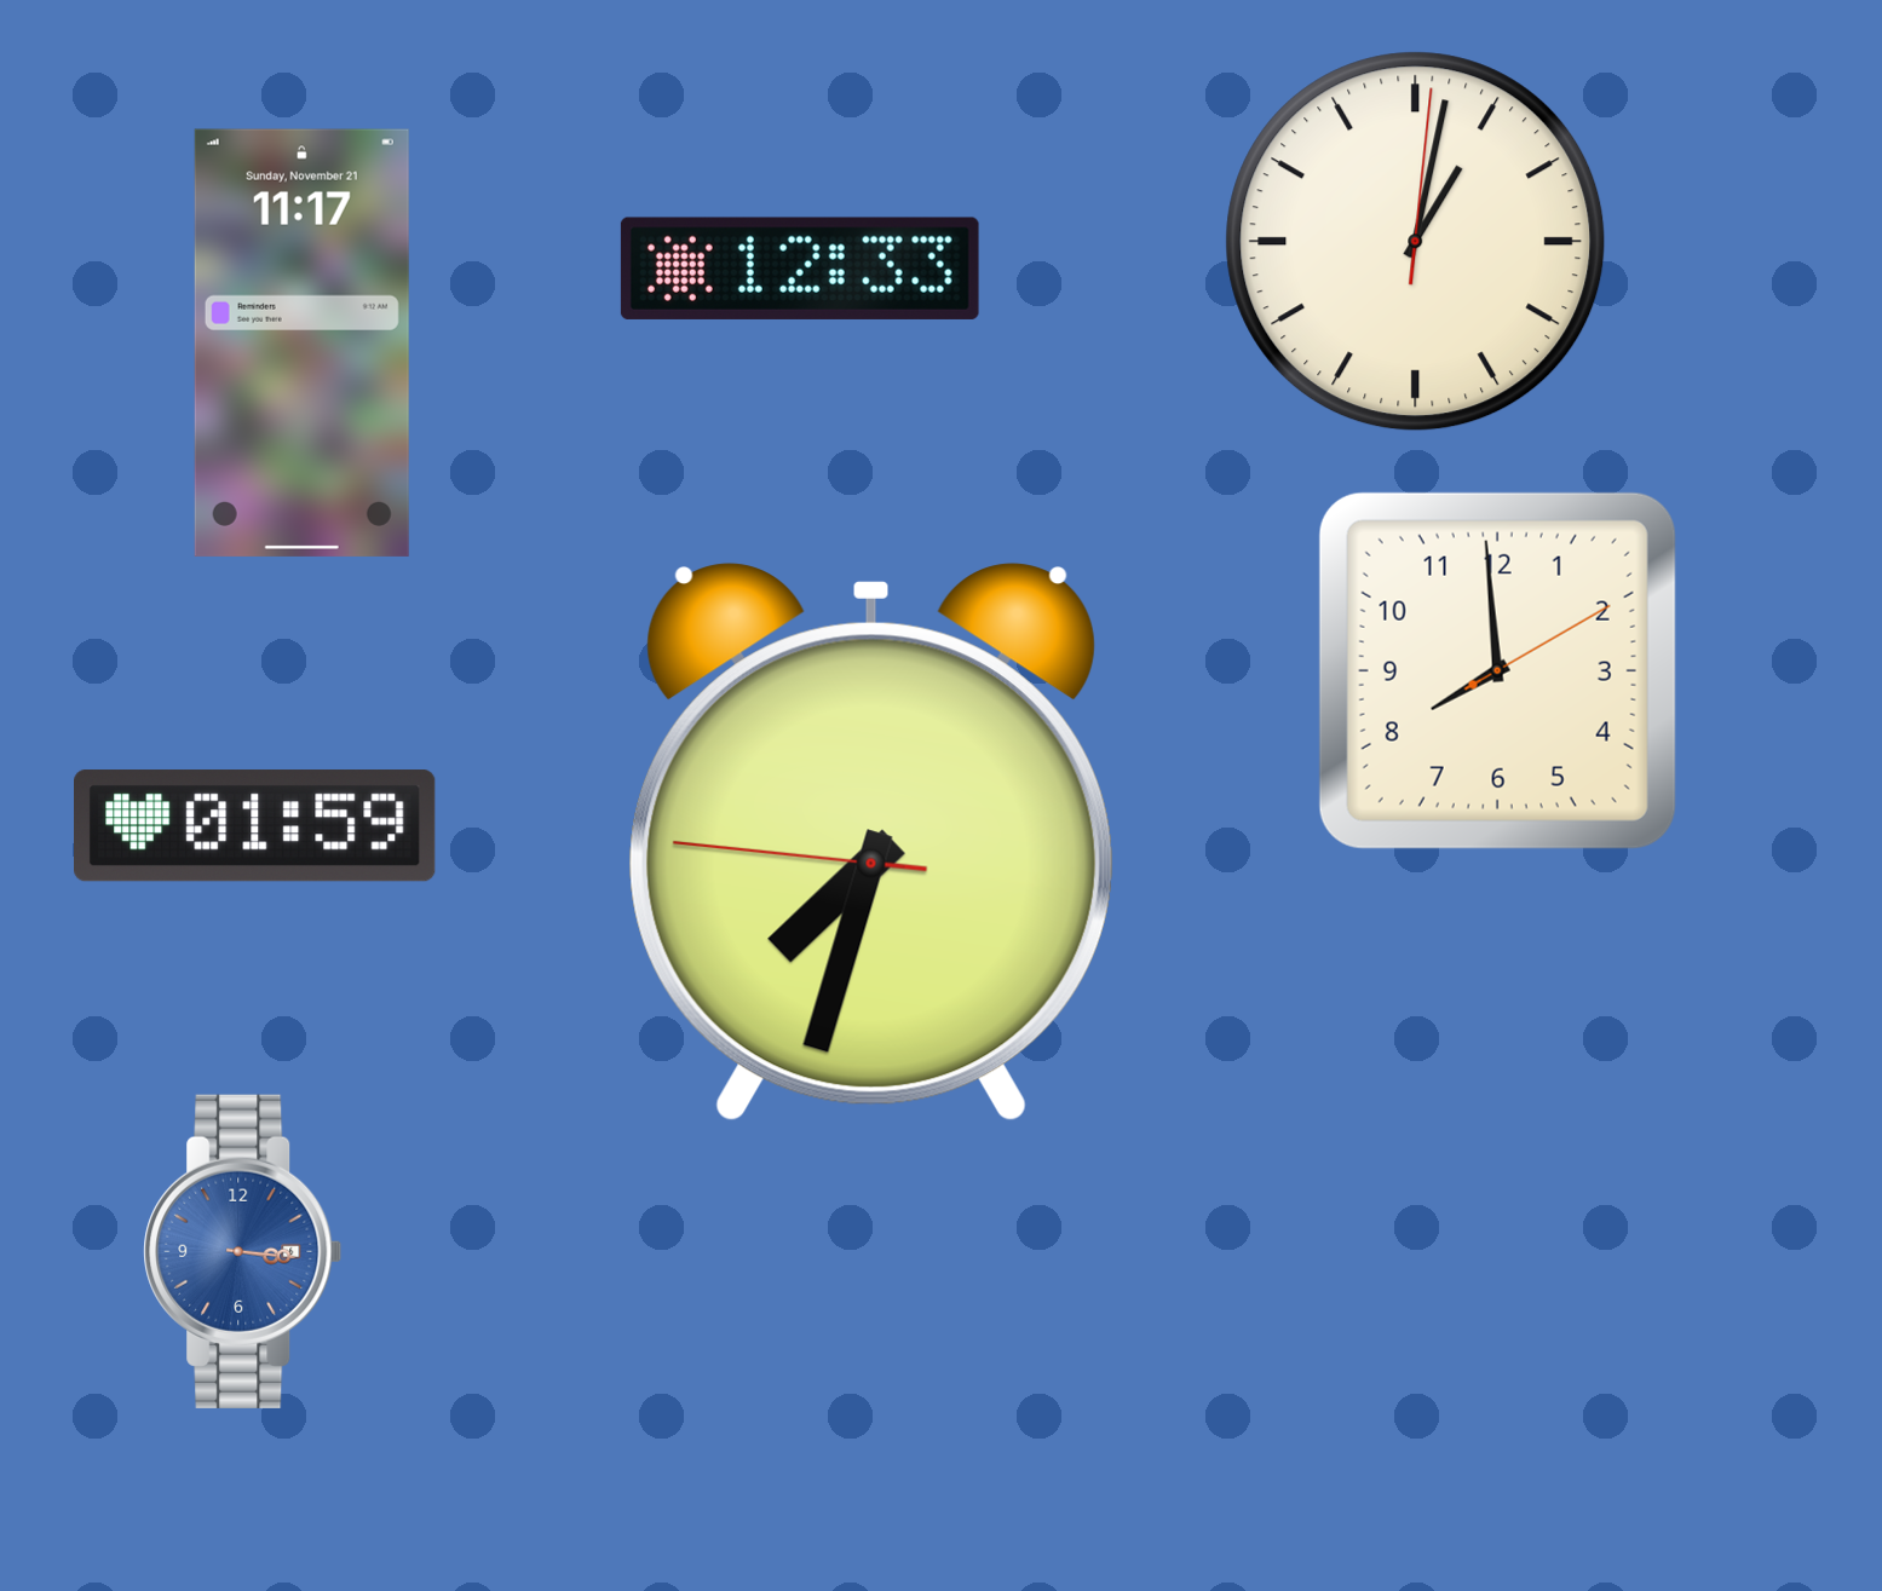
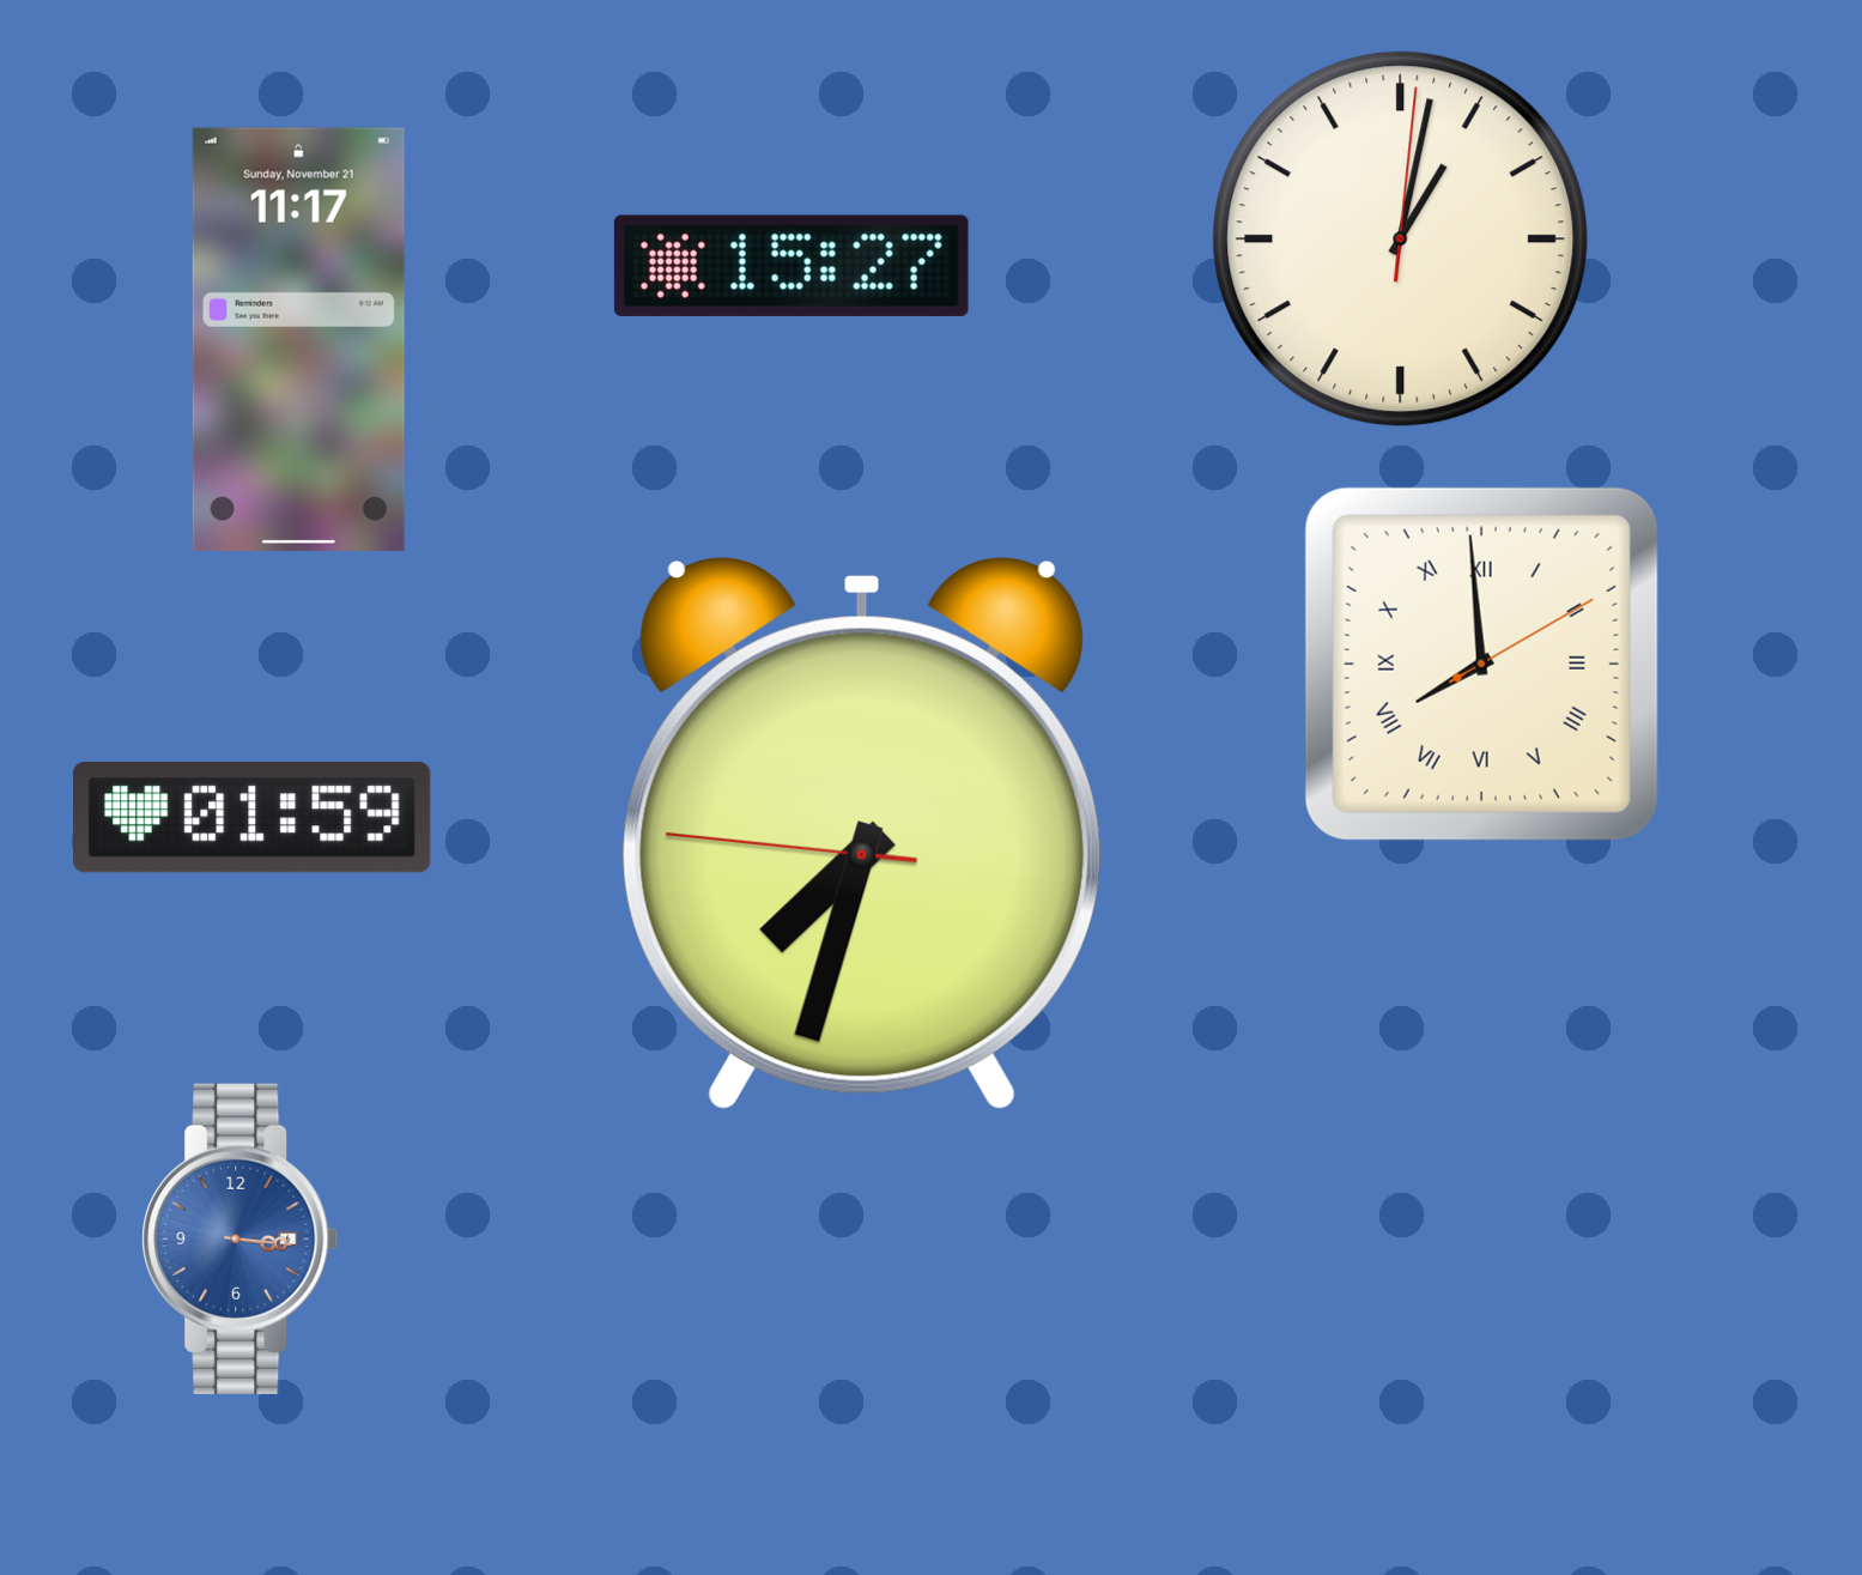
clock at (800, 269): 12:33 -> 15:27
clock at (1497, 670) numerals: Arabic -> Roman
